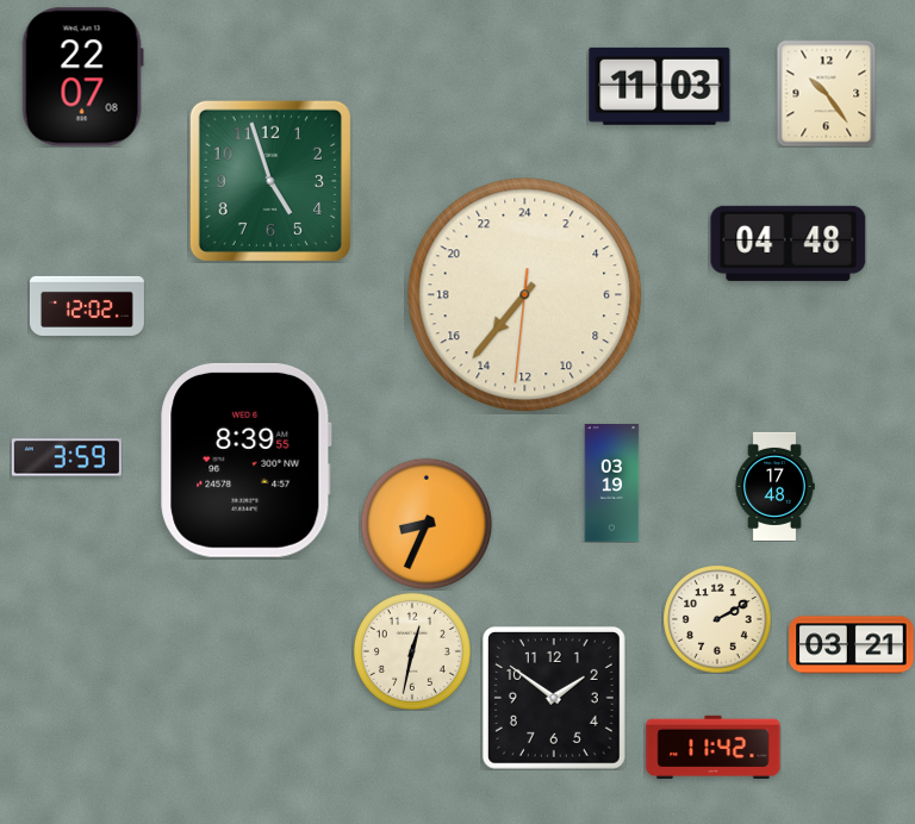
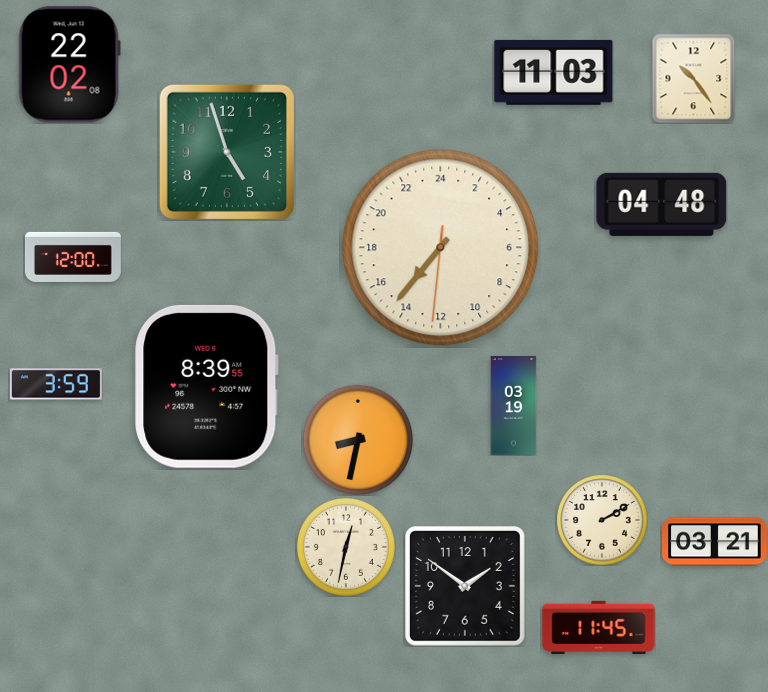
clock at (82, 77): 22:07 -> 22:02
clock at (87, 306): 12:02 -> 12:00
clock at (774, 486): 17:48 -> none
clock at (425, 523): 8:34 -> 8:32
clock at (714, 747): 11:42 -> 11:45
